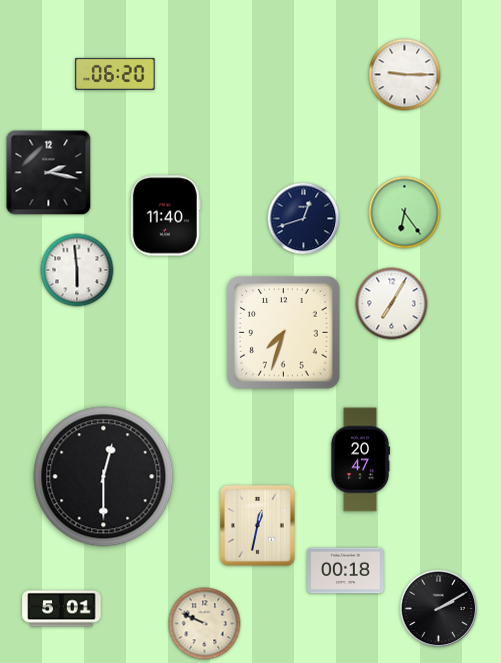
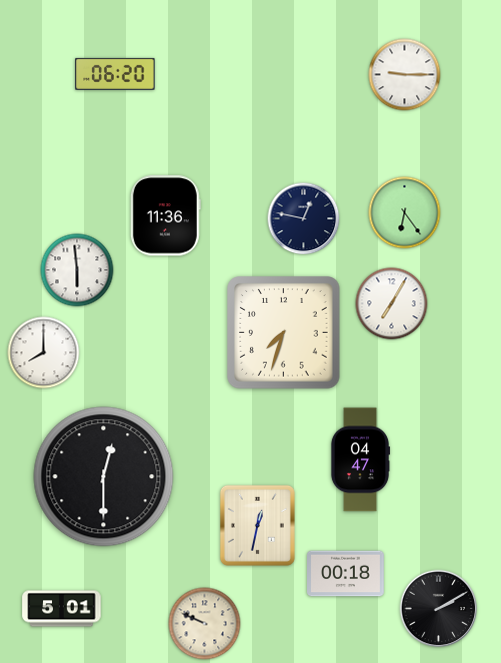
clock at (49, 173): 2:17 -> none
clock at (165, 216): 11:40 -> 11:36
clock at (304, 219): 12:42 -> 12:47
clock at (44, 353): none -> 8:00
clock at (360, 460): 20:47 -> 04:47
clock at (346, 571) position: (346, 571) -> (346, 574)
